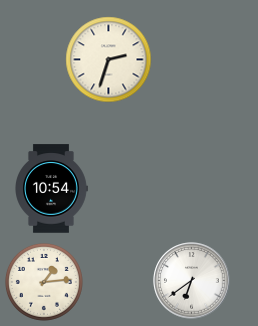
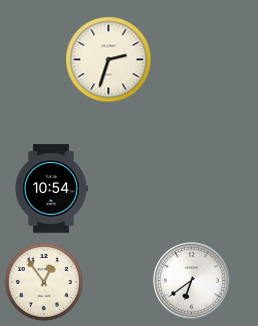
clock at (44, 282): 1:14 -> 12:54
